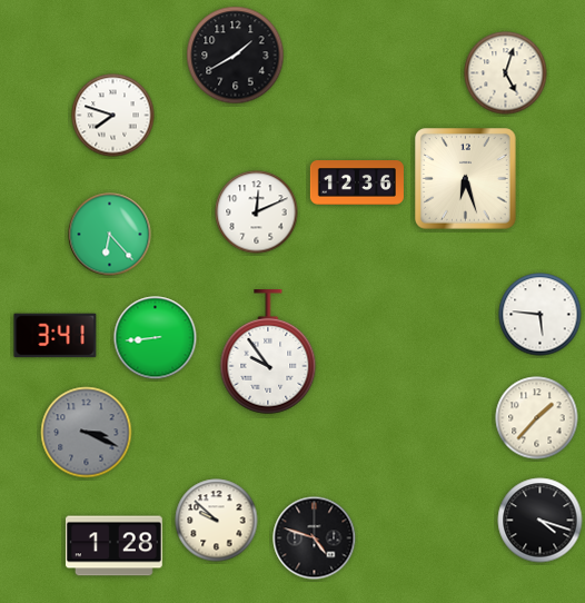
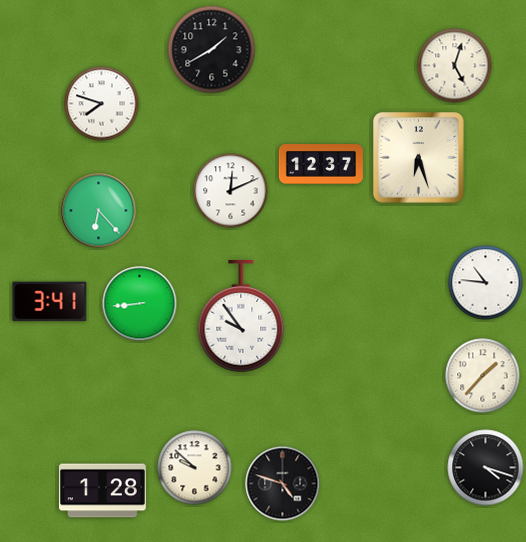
clock at (466, 179) position: (466, 179) -> (419, 158)
clock at (357, 184): 12:36 -> 12:37
clock at (541, 315): 5:46 -> 10:46
clock at (87, 433): 3:19 -> none
